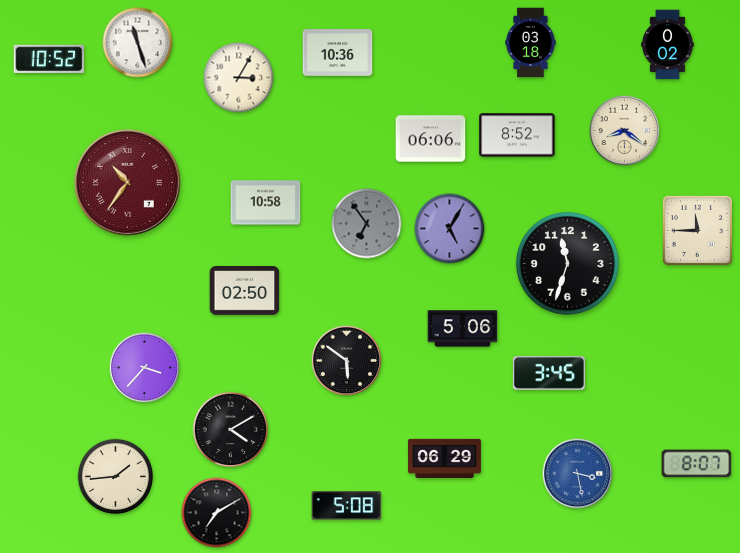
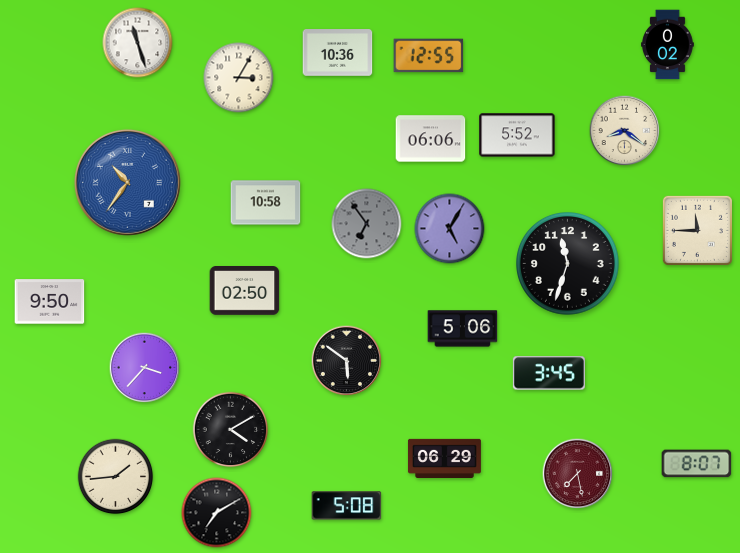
clock at (531, 43): 03:18 -> none
clock at (429, 56): none -> 12:55
clock at (49, 59): 10:52 -> none
clock at (517, 135): 8:52 -> 5:52
clock at (127, 182) dial: burgundy -> blue
clock at (50, 302): none -> 9:50
clock at (578, 474): 3:28 -> 7:28
clock at (578, 474) dial: blue -> burgundy
